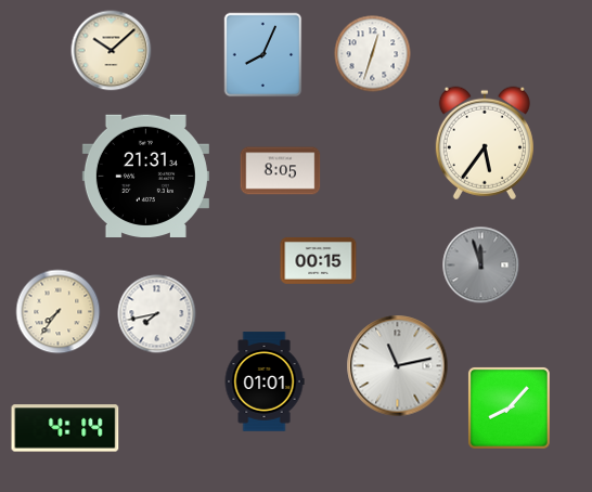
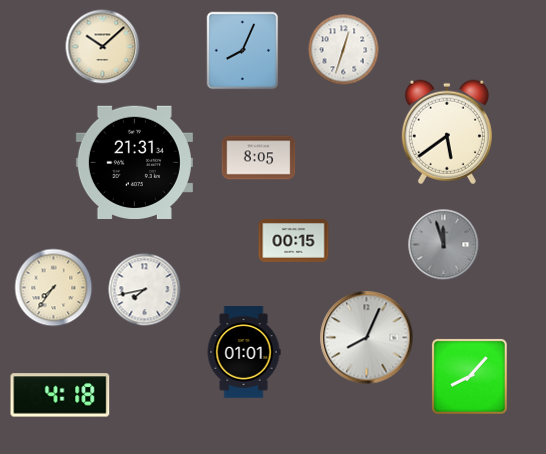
clock at (485, 143): 5:36 -> 5:39
clock at (398, 366): 11:13 -> 8:04
clock at (65, 428): 4:14 -> 4:18
